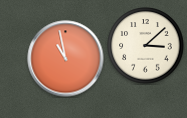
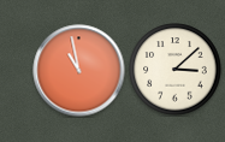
clock at (146, 46) position: (146, 46) -> (176, 70)
